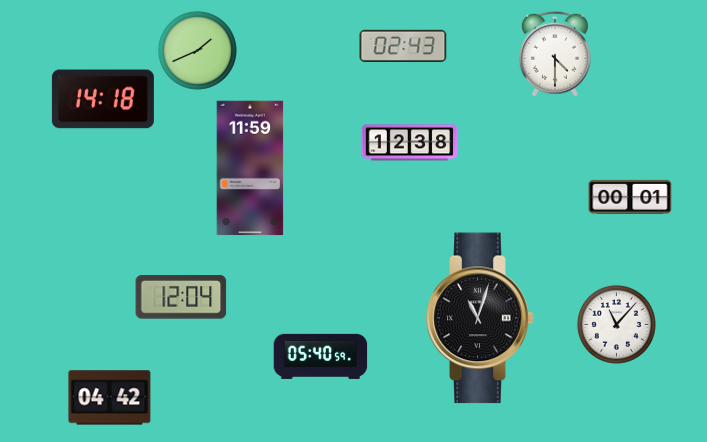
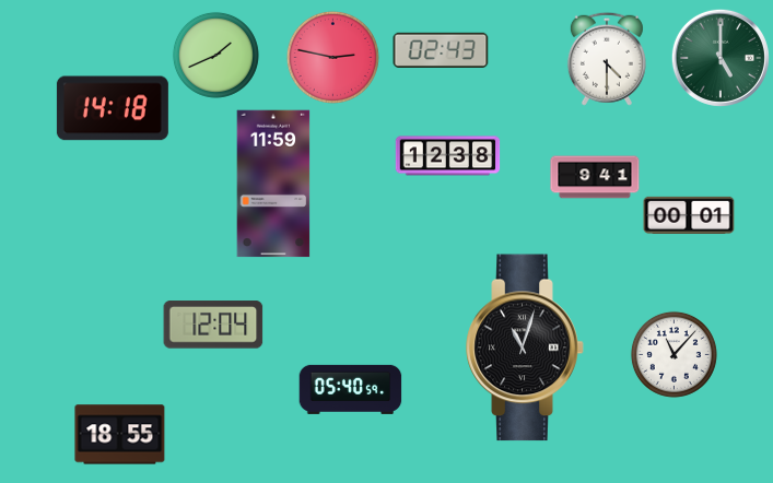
clock at (332, 57): none -> 2:47
clock at (721, 58): none -> 5:00
clock at (595, 177): none -> 9:41
clock at (181, 297) position: (181, 297) -> (213, 325)
clock at (110, 398): 04:42 -> 18:55
